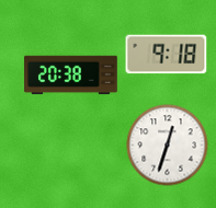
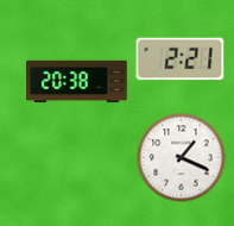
clock at (167, 55): 9:18 -> 2:21
clock at (168, 146): 12:33 -> 1:19
